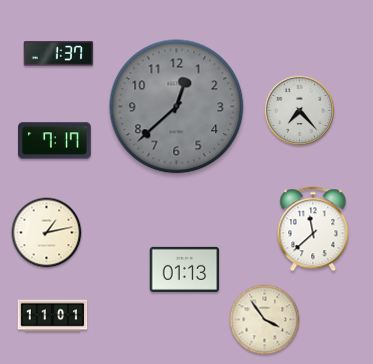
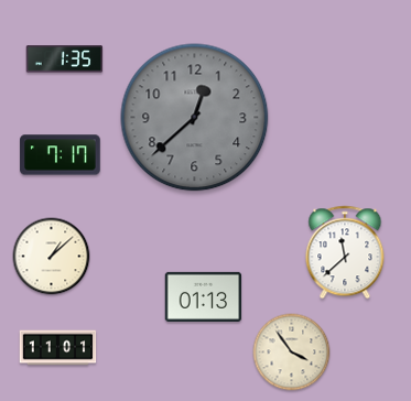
clock at (59, 54): 1:37 -> 1:35
clock at (299, 110): 7:23 -> none
clock at (47, 233): 1:13 -> 1:08
